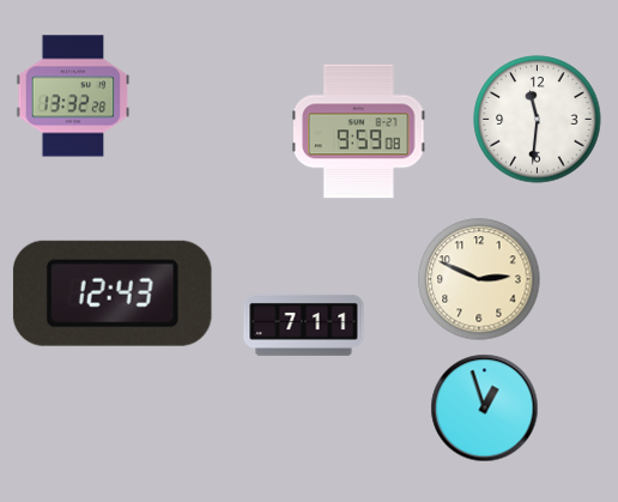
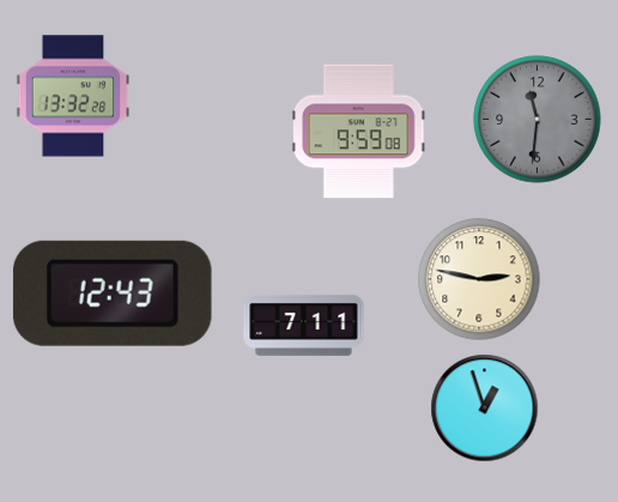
clock at (538, 120) dial: white -> grey
clock at (479, 279): 2:49 -> 2:47
